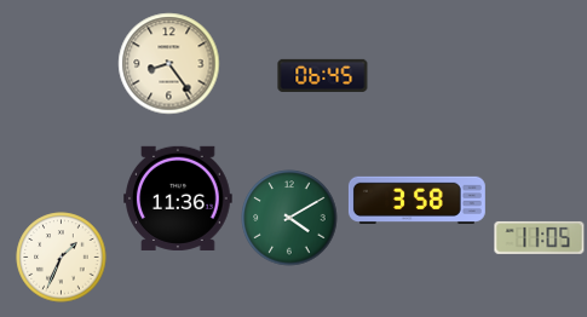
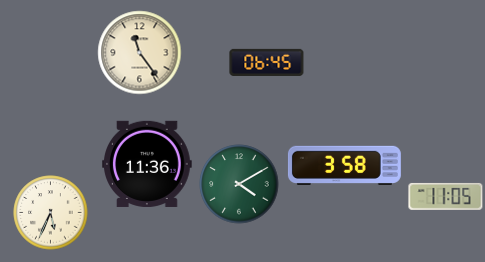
clock at (169, 64): 8:24 -> 11:24
clock at (289, 218) position: (289, 218) -> (239, 184)
clock at (62, 258): 1:34 -> 5:34
